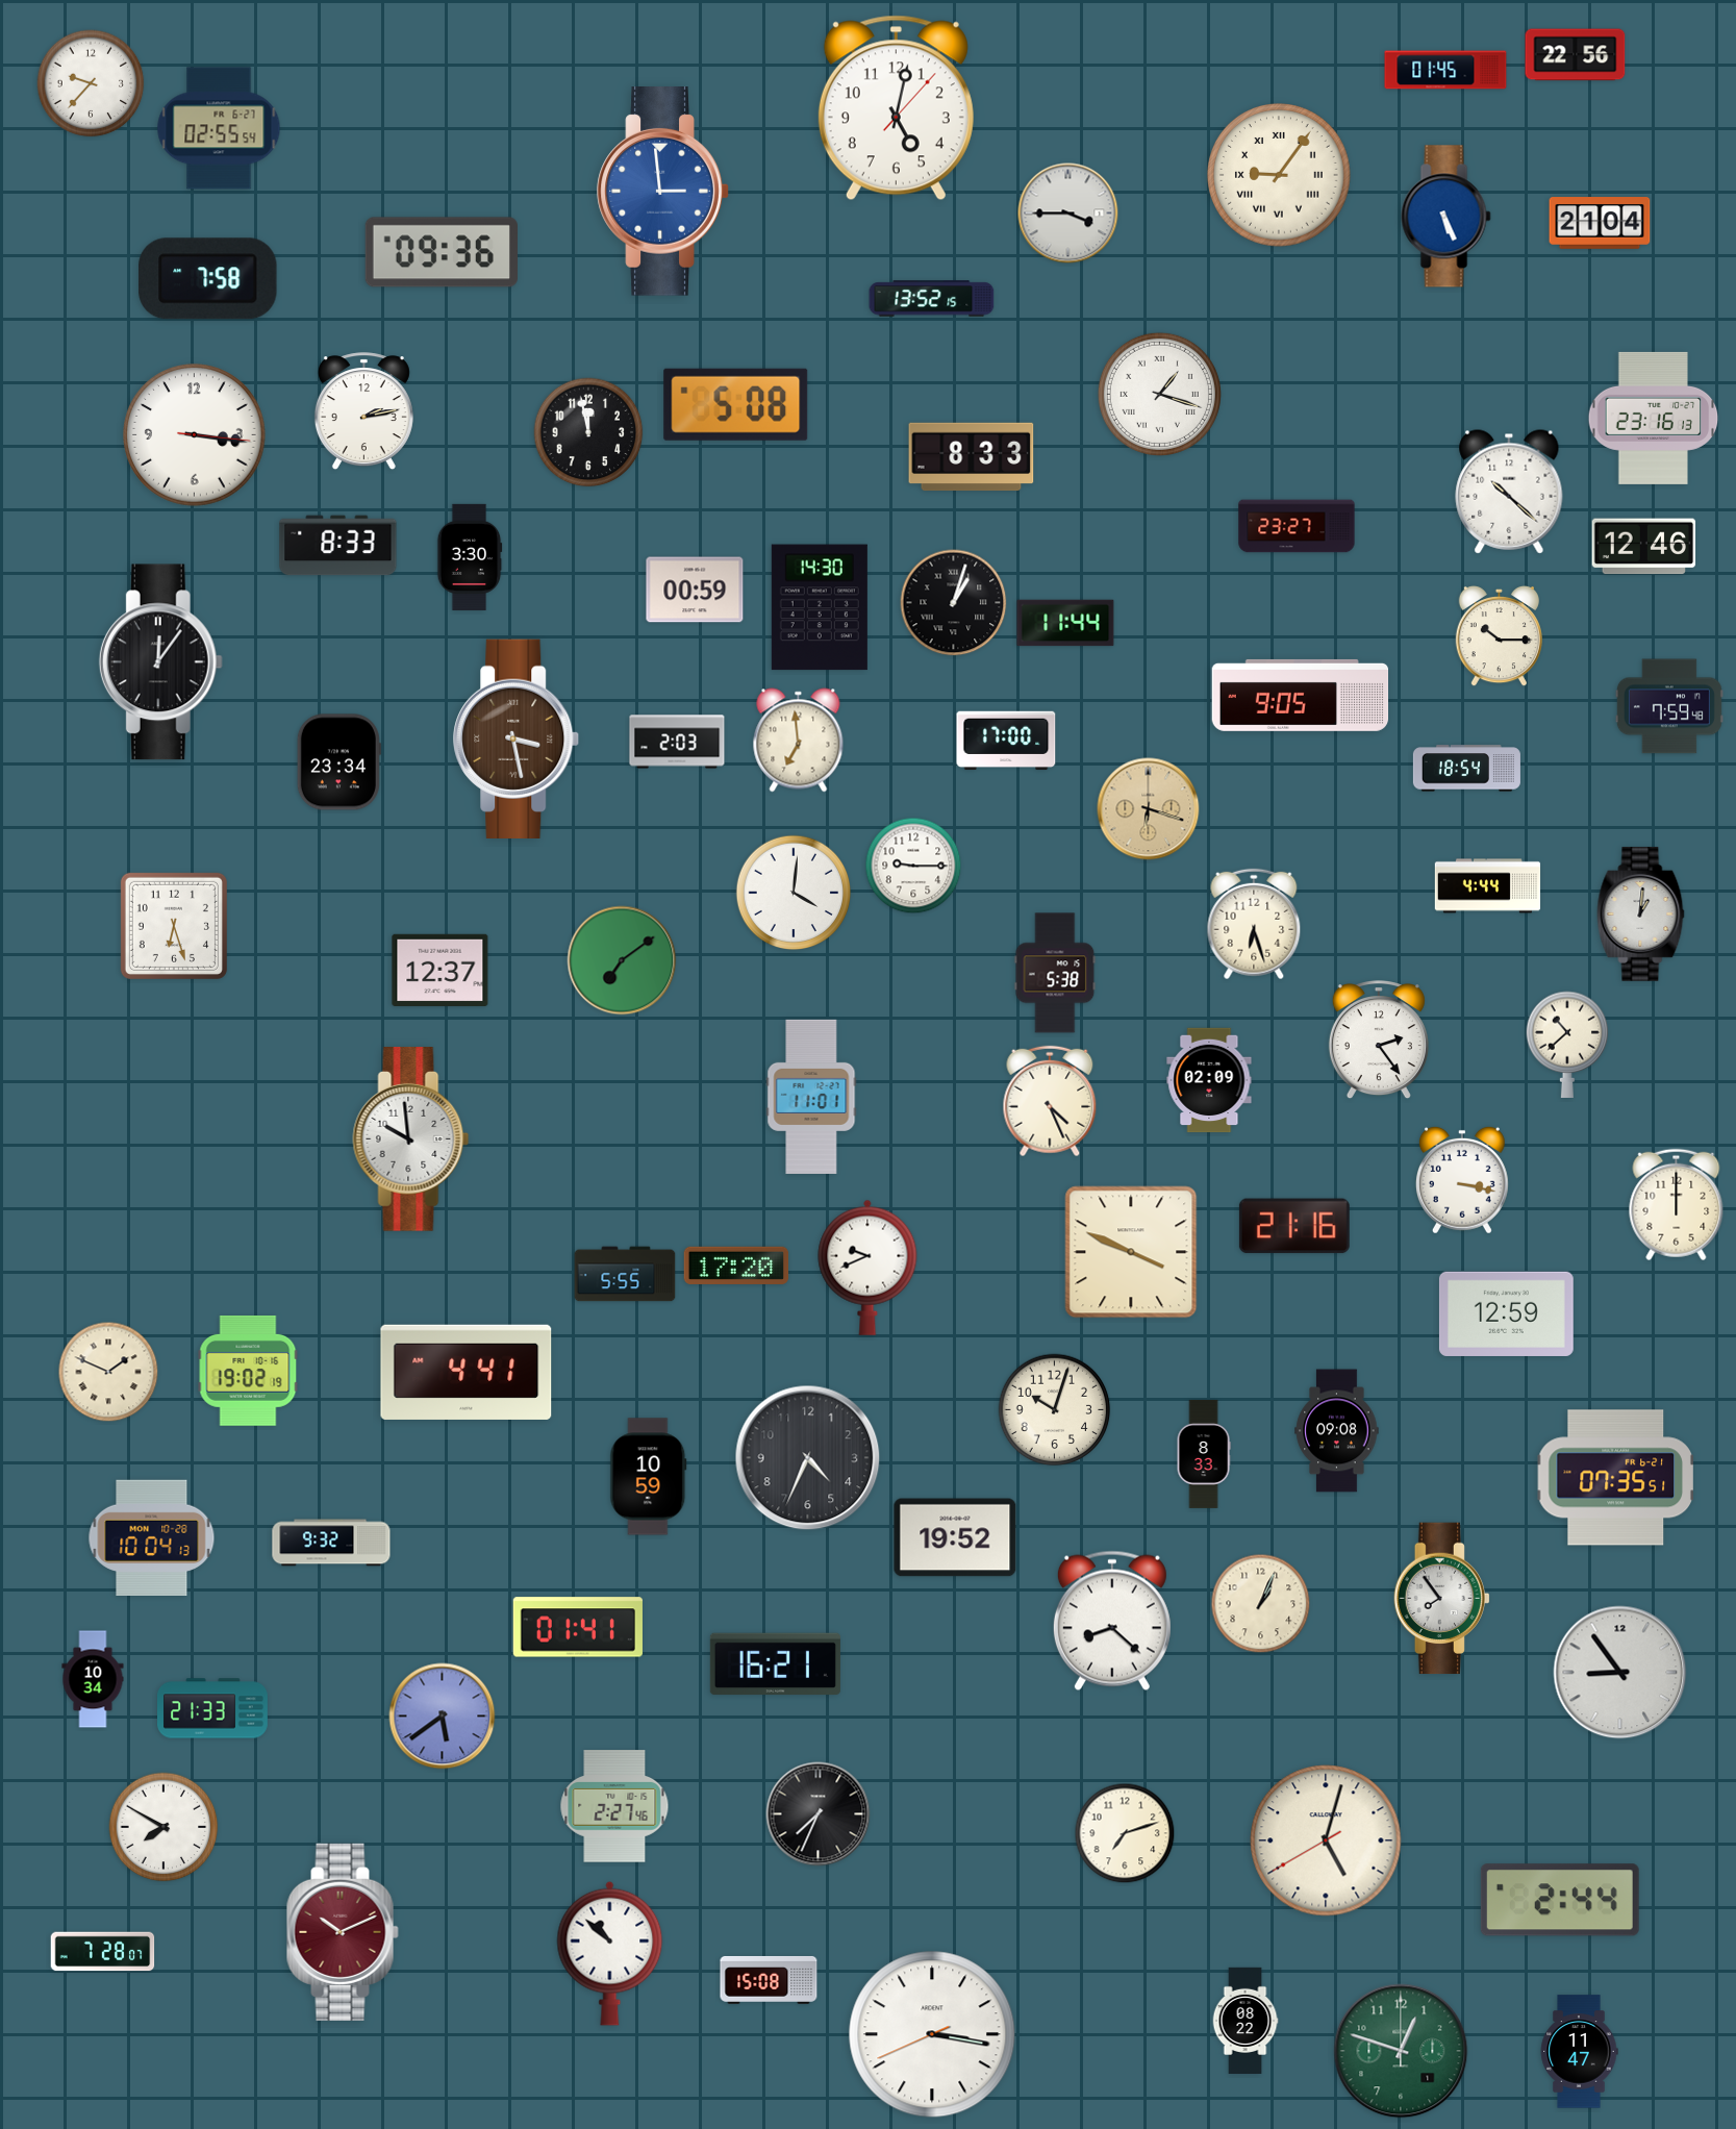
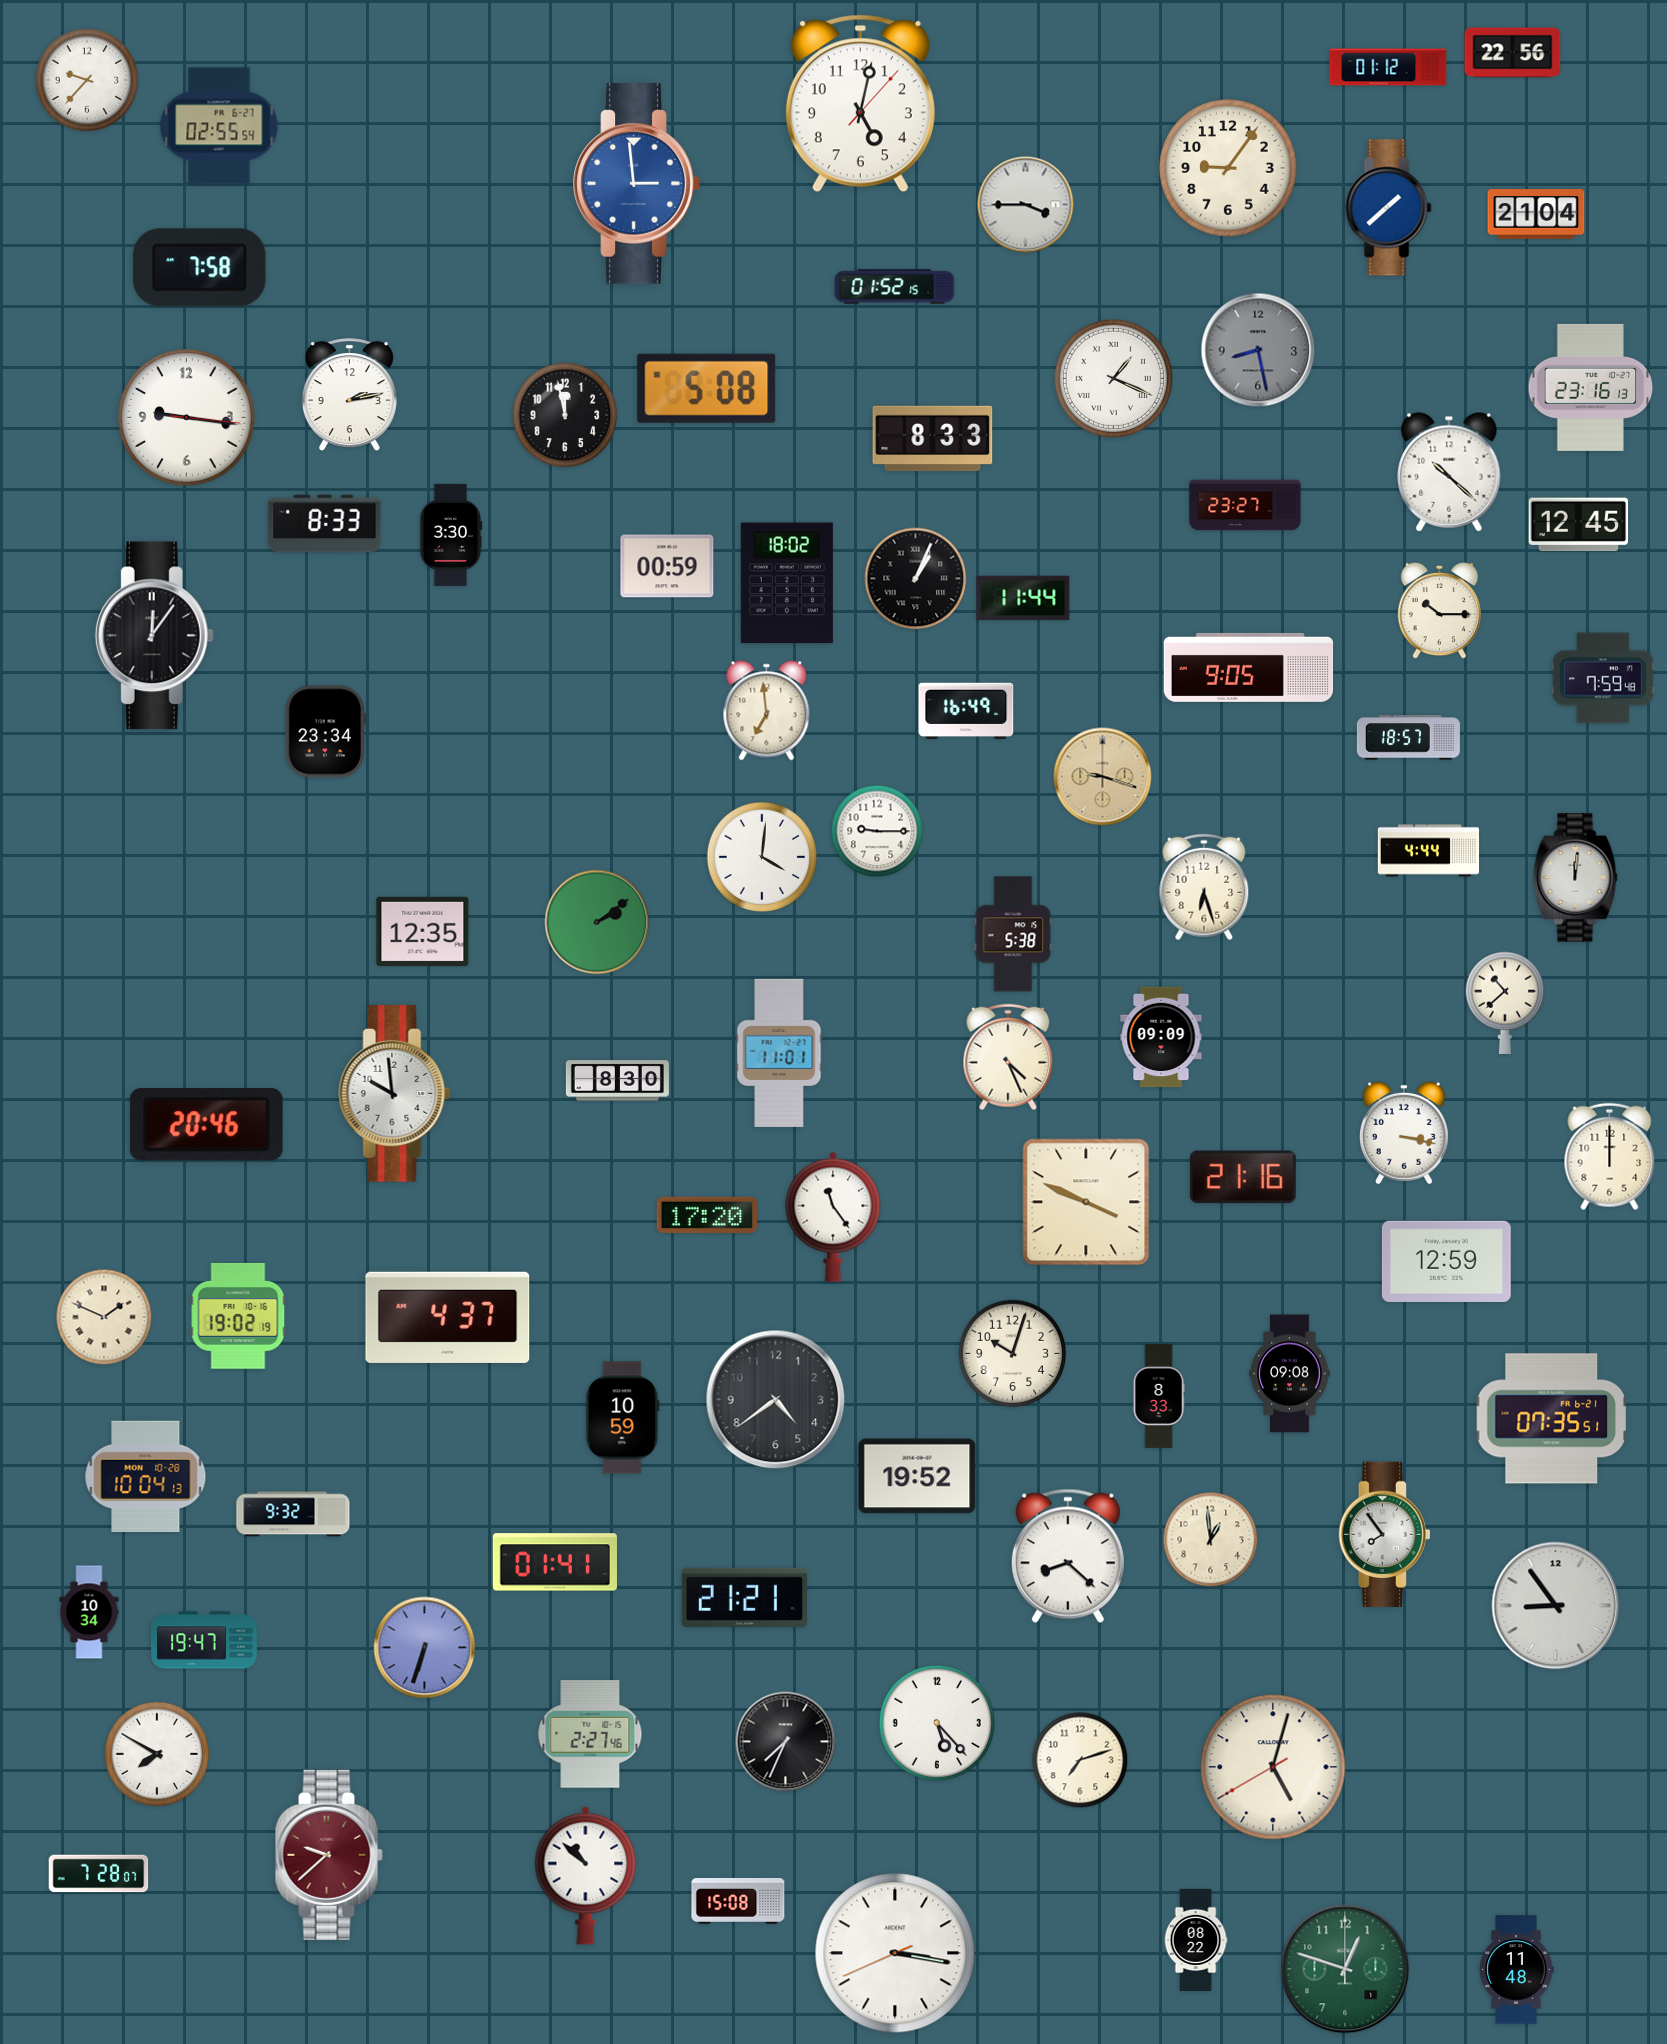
clock at (1445, 70): 01:45 -> 01:12
clock at (219, 128) position: (219, 128) -> (219, 126)
clock at (1279, 175) numerals: Roman -> Arabic
clock at (1446, 217): 5:26 -> 1:38
clock at (441, 252): 09:36 -> none
clock at (932, 299): 13:52 -> 01:52
clock at (1258, 350): none -> 8:28
clock at (1159, 394): 1:18 -> 1:19
clock at (1654, 418) position: (1654, 418) -> (1591, 387)
clock at (195, 435): 3:16 -> 9:16
clock at (1644, 547): 12:46 -> 12:45
clock at (954, 603): 1:03 -> 1:04
clock at (820, 607): 14:30 -> 18:02
clock at (517, 738): 3:28 -> none
clock at (1006, 741): 17:00 -> 16:49
clock at (677, 742): 2:03 -> none
clock at (1466, 769): 18:54 -> 18:57
clock at (1149, 809): 6:18 -> 9:18
clock at (1641, 913): 1:01 -> 12:01
clock at (174, 926): 6:27 -> none
clock at (622, 960): 7:09 -> 2:09
clock at (441, 970): 12:37 -> 12:35
clock at (1379, 1041): 2:24 -> none
clock at (1209, 1080): 02:09 -> 09:09
clock at (617, 1081): none -> 8:30
clock at (206, 1125): none -> 20:46
clock at (867, 1268): 9:41 -> 11:24
clock at (625, 1274): 5:55 -> none
clock at (467, 1372): 4:41 -> 4:37
clock at (1337, 1431) position: (1337, 1431) -> (1290, 1374)
clock at (1204, 1454) position: (1204, 1454) -> (1159, 1396)
clock at (808, 1458): 4:34 -> 4:39
clock at (331, 1543) position: (331, 1543) -> (293, 1514)
clock at (1261, 1604): 1:04 -> 12:59
clock at (775, 1664): 16:21 -> 21:21
clock at (213, 1708): 21:33 -> 19:47
clock at (443, 1717): 5:39 -> 6:33
clock at (937, 1723): none -> 5:23
clock at (1560, 1900): 2:44 -> none
clock at (343, 1932): 10:11 -> 9:38
clock at (1579, 2052): 11:47 -> 11:48
